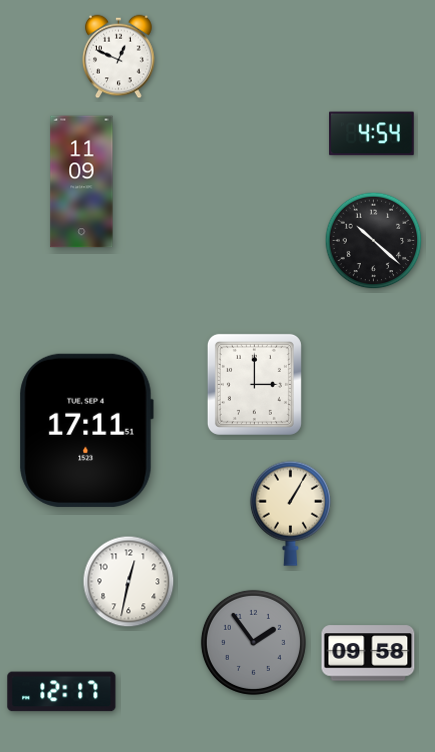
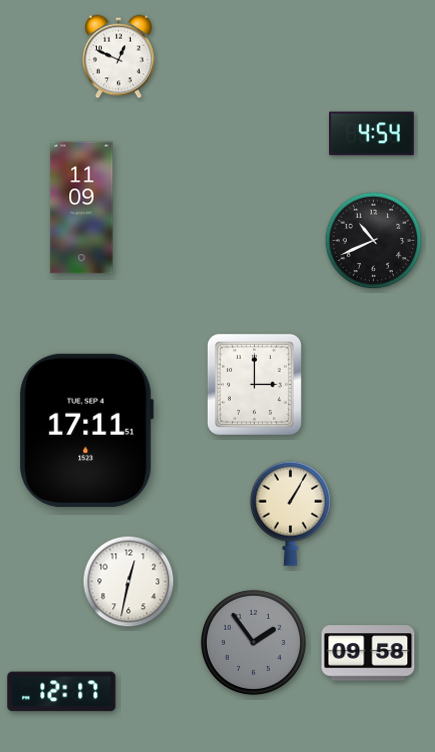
clock at (82, 182) position: (82, 182) -> (82, 208)
clock at (374, 241): 10:22 -> 10:41
